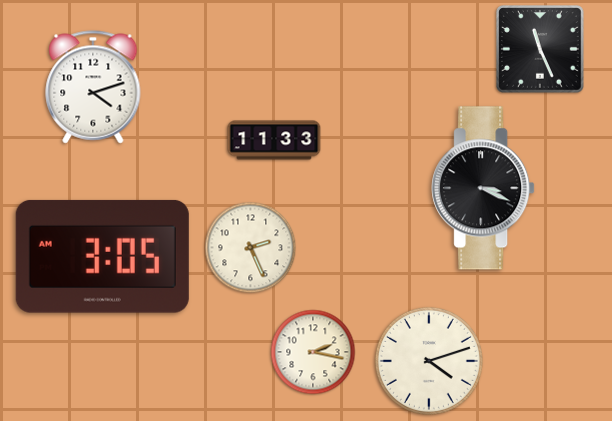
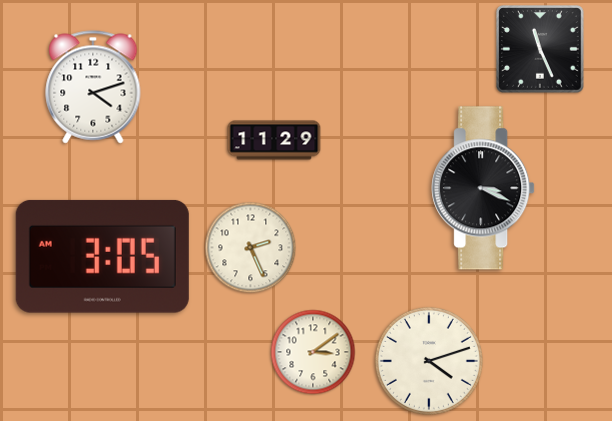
clock at (274, 140): 11:33 -> 11:29
clock at (313, 352): 2:17 -> 3:09
